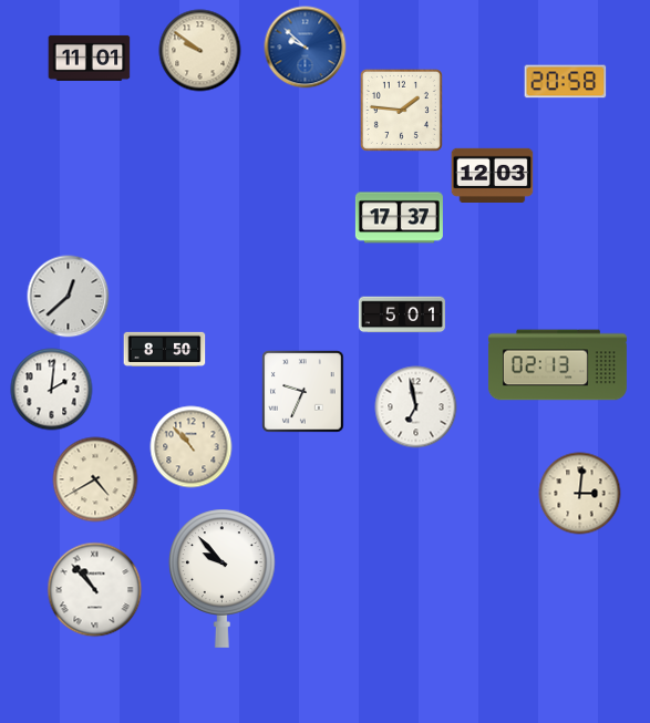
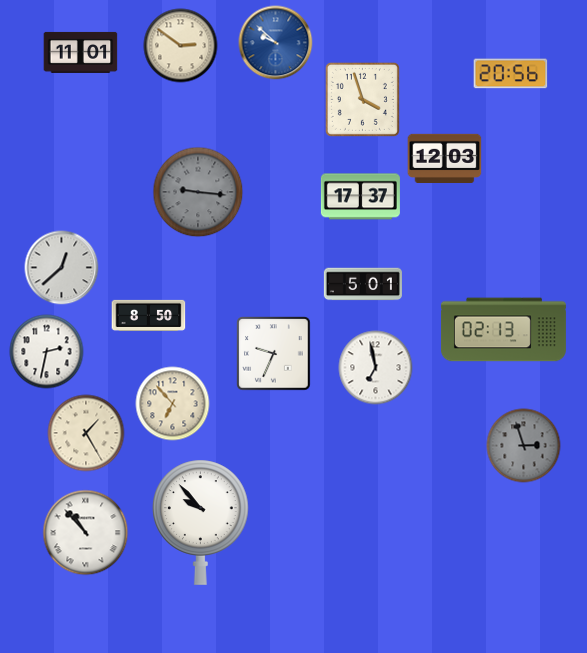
clock at (200, 51): 9:51 -> 2:51
clock at (566, 82): 20:58 -> 20:56
clock at (401, 110): 1:46 -> 3:57
clock at (198, 192): none -> 9:16
clock at (52, 390): 2:01 -> 2:32
clock at (192, 447): 10:53 -> 6:53
clock at (95, 479): 4:40 -> 1:25
clock at (580, 494): 3:01 -> 2:57
clock at (580, 494) dial: cream -> grey
